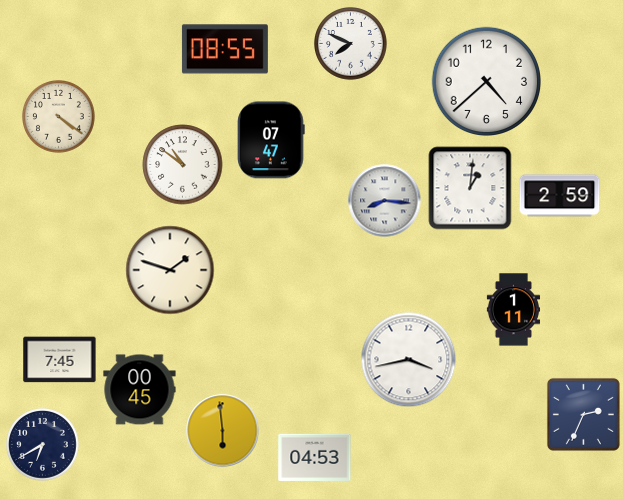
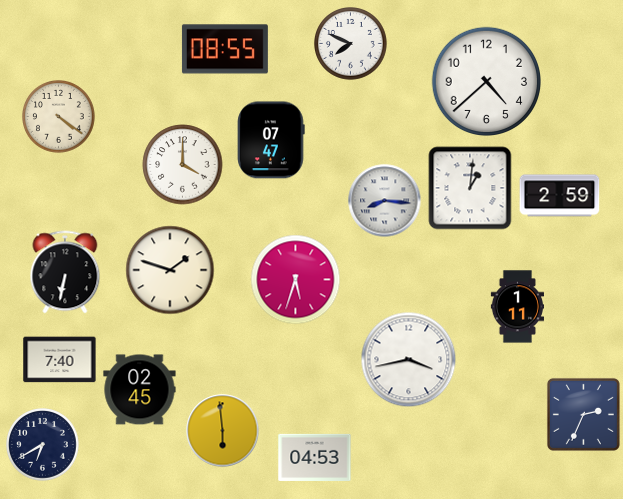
clock at (183, 165): 10:51 -> 4:00
clock at (65, 272): none -> 6:32
clock at (296, 280): none -> 5:33
clock at (513, 310) position: (513, 310) -> (517, 307)
clock at (60, 360): 7:45 -> 7:40
clock at (140, 390): 00:45 -> 02:45
